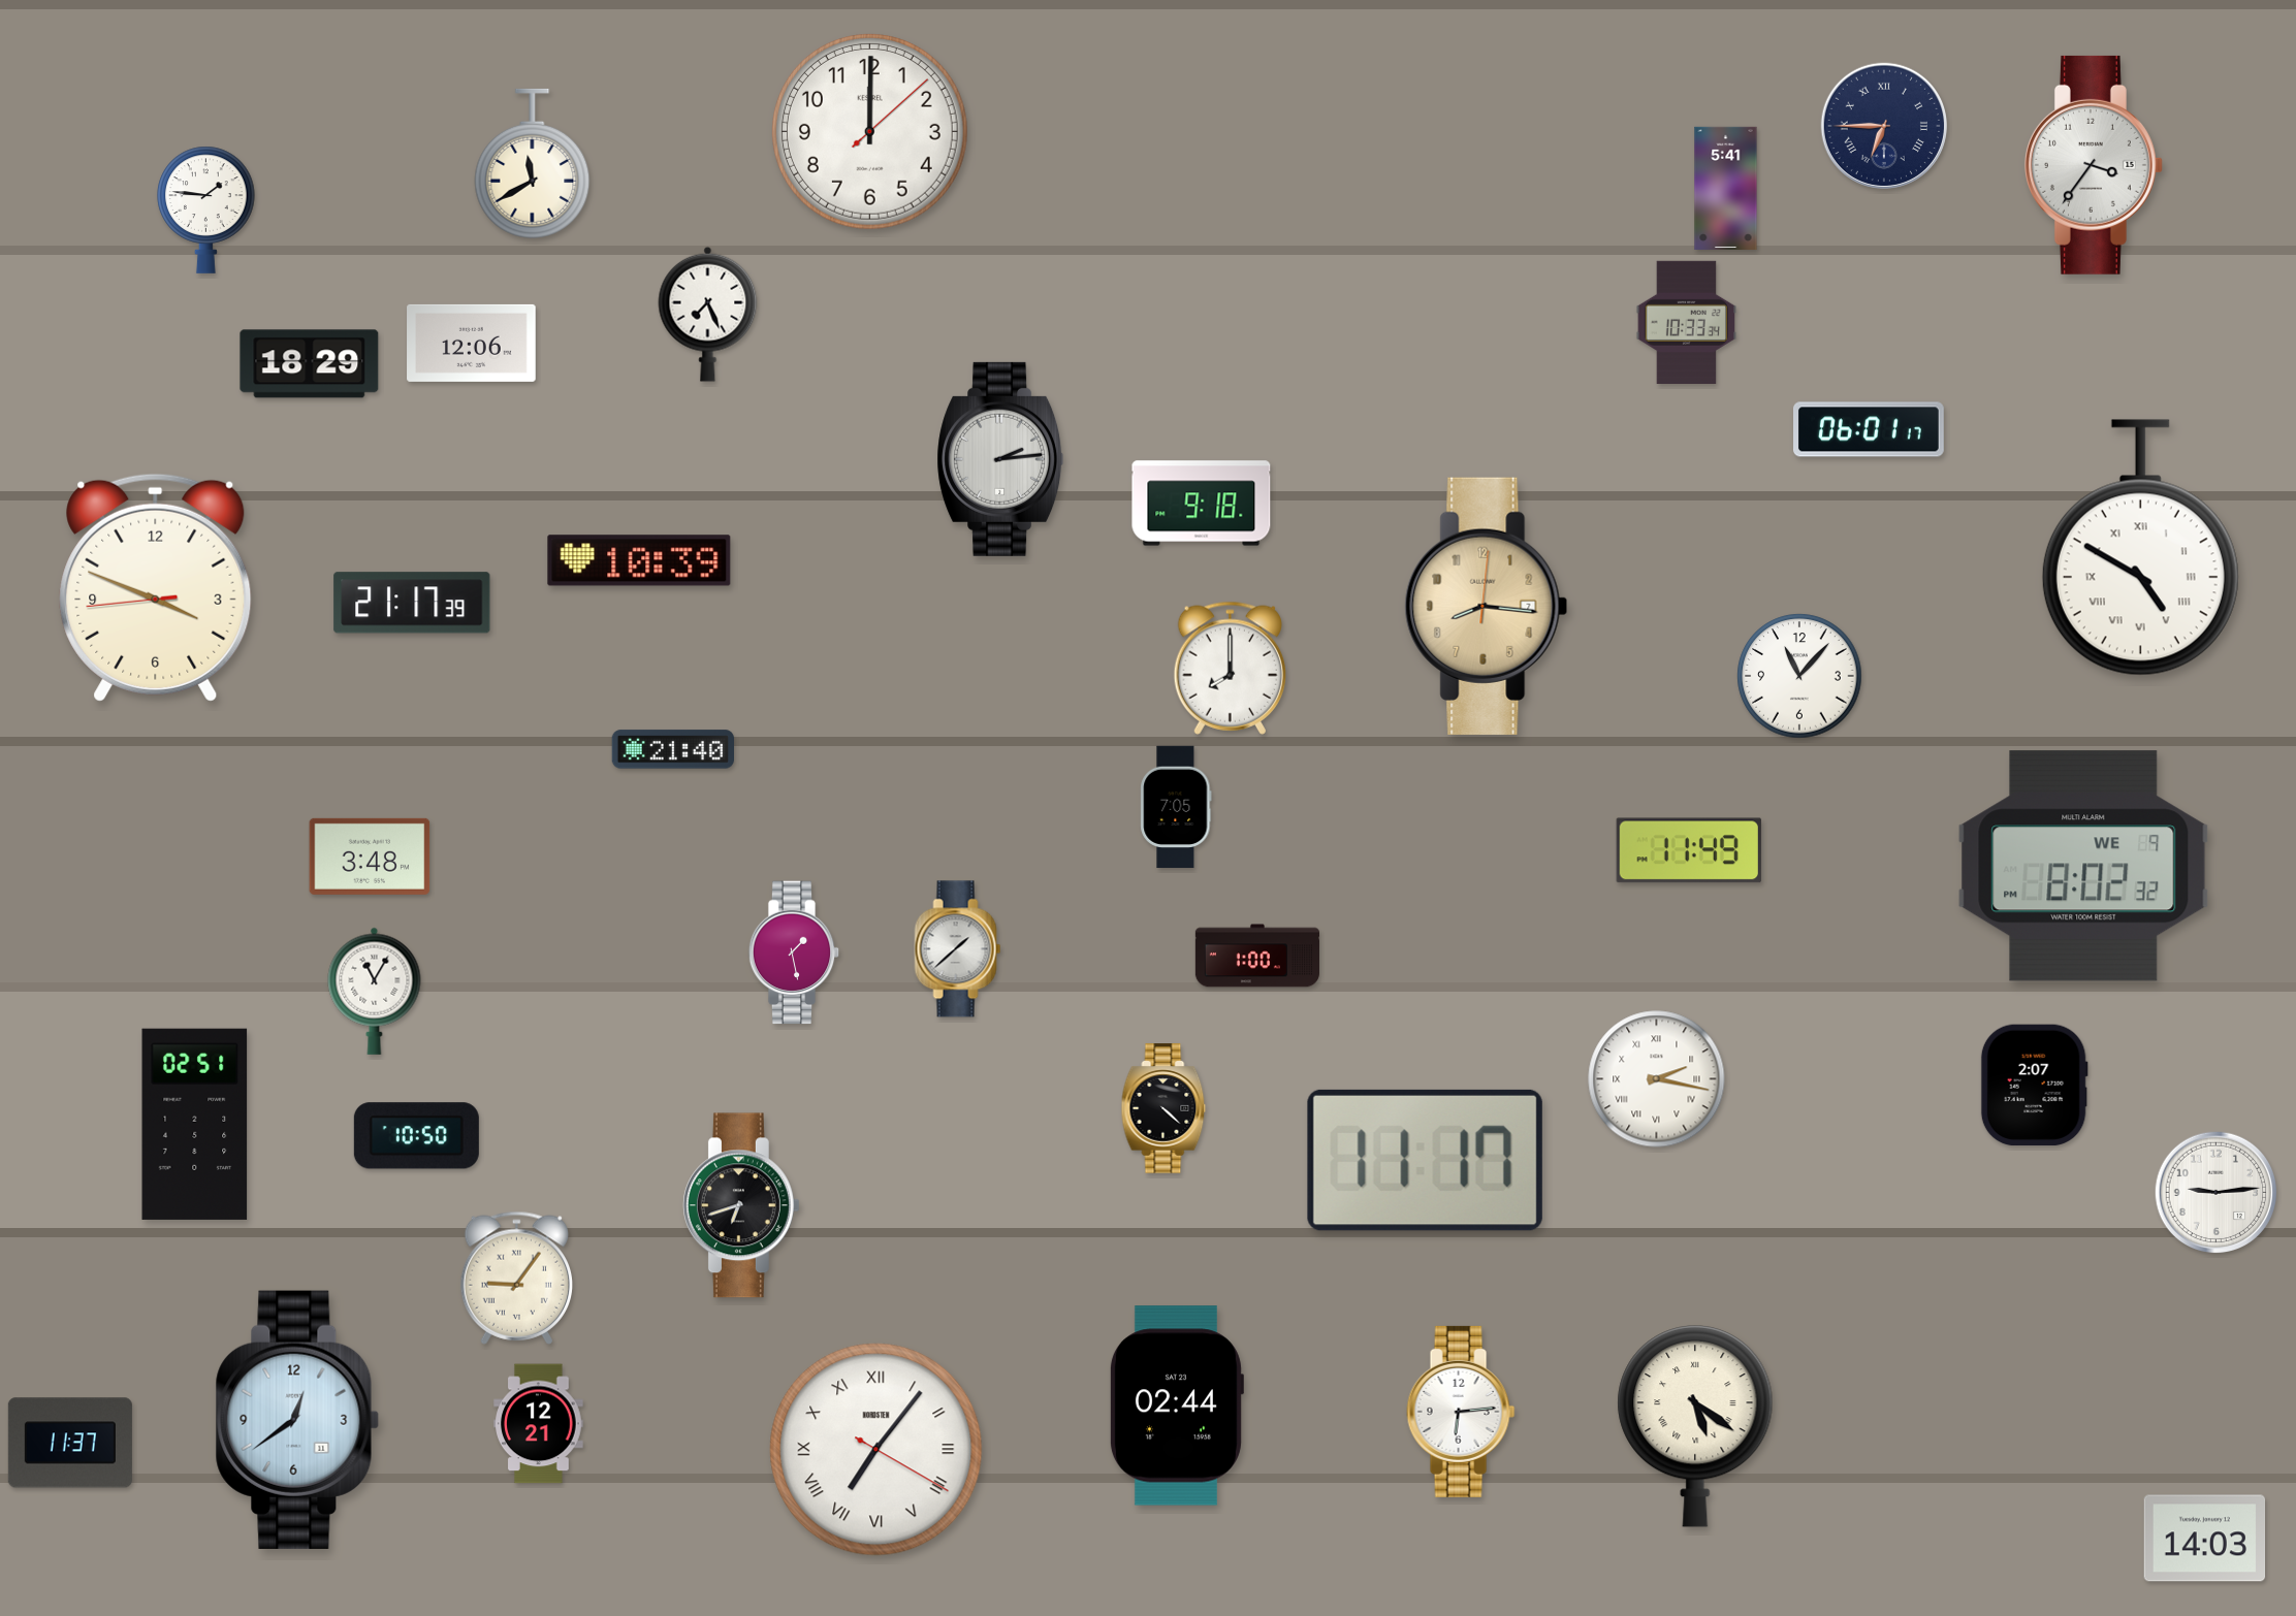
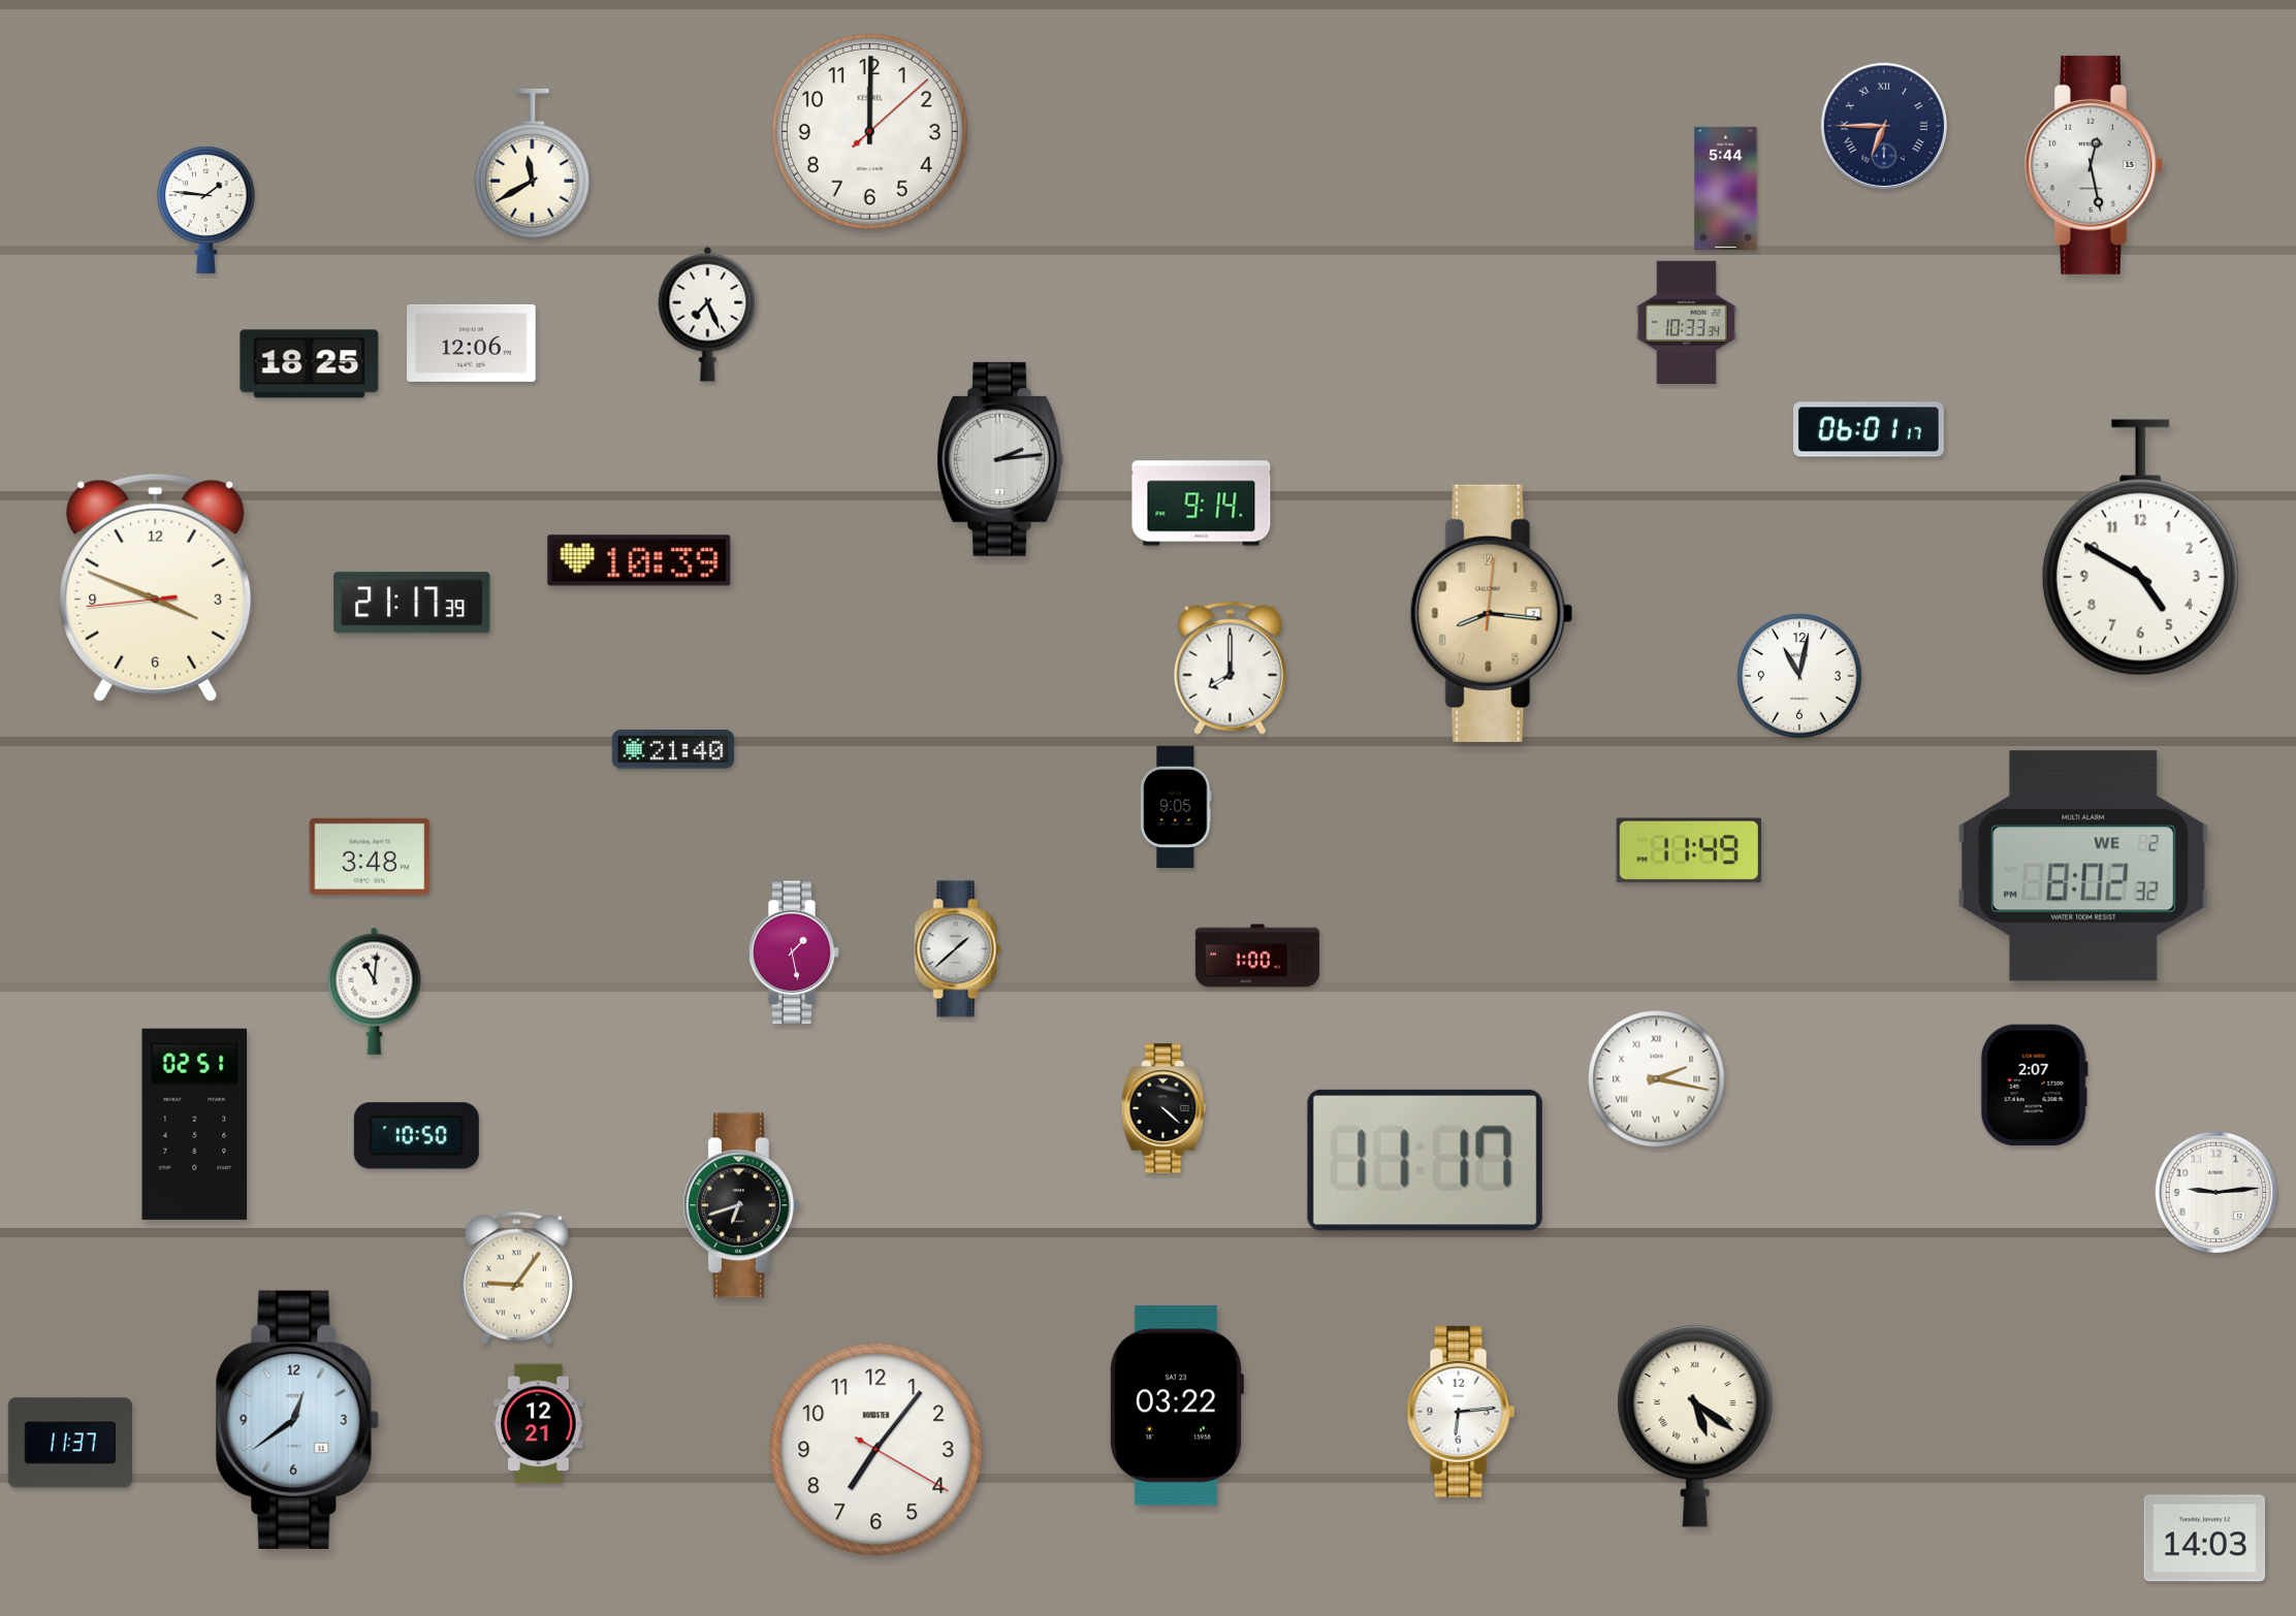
clock at (2094, 165): 3:36 -> 12:28
clock at (1726, 188): 5:41 -> 5:44
clock at (310, 364): 18:29 -> 18:25
clock at (1202, 504): 9:18 -> 9:14
clock at (2140, 548) numerals: Roman -> Arabic
clock at (1487, 606) position: (1487, 606) -> (1492, 613)
clock at (1799, 676): 11:07 -> 11:02
clock at (1176, 807): 7:05 -> 9:05
clock at (2083, 866) date: WE 9 -> WE 2
clock at (375, 991): 11:05 -> 11:01
clock at (1176, 1405): 02:44 -> 03:22
clock at (876, 1450) numerals: Roman -> Arabic
